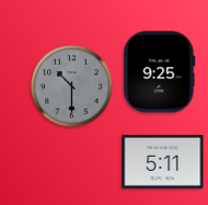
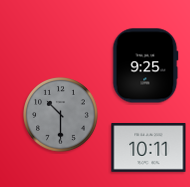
clock at (72, 87) position: (72, 87) -> (61, 115)
clock at (163, 161): 5:11 -> 10:11
